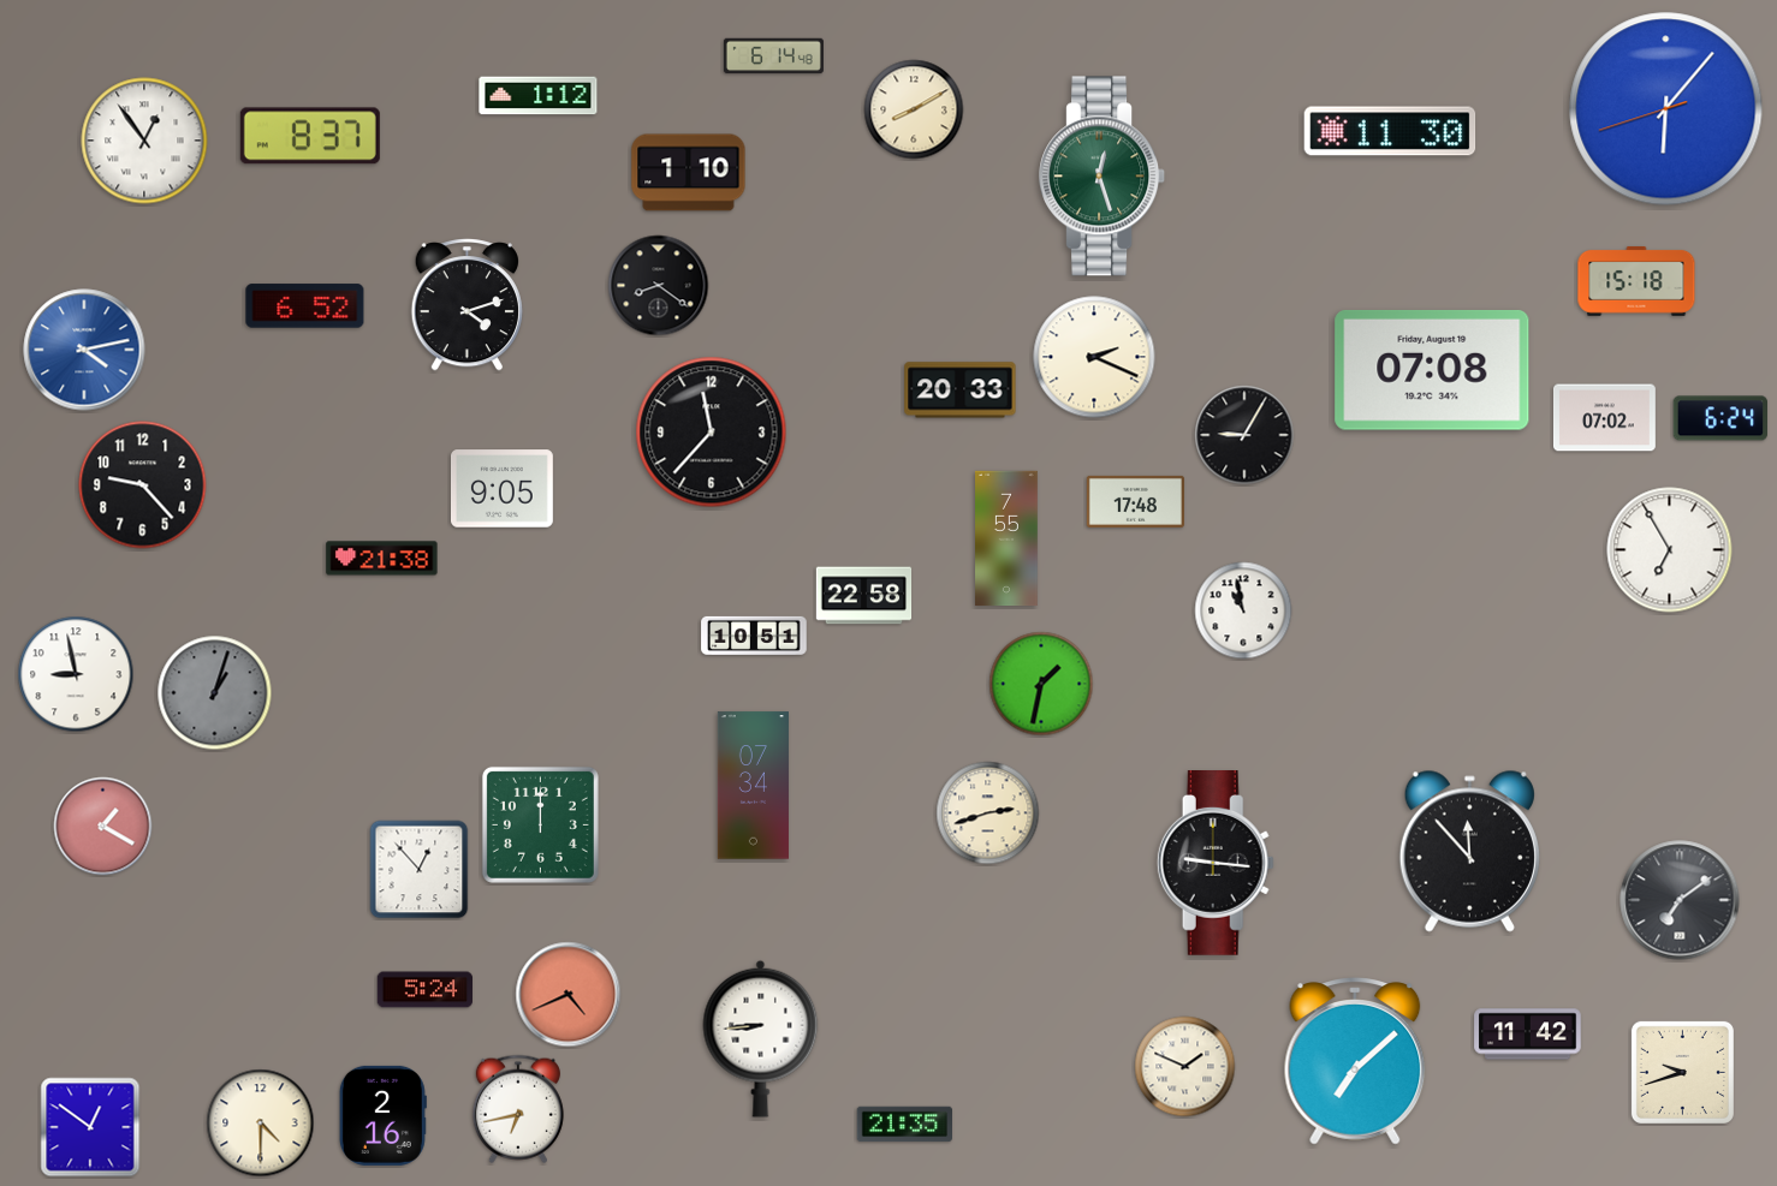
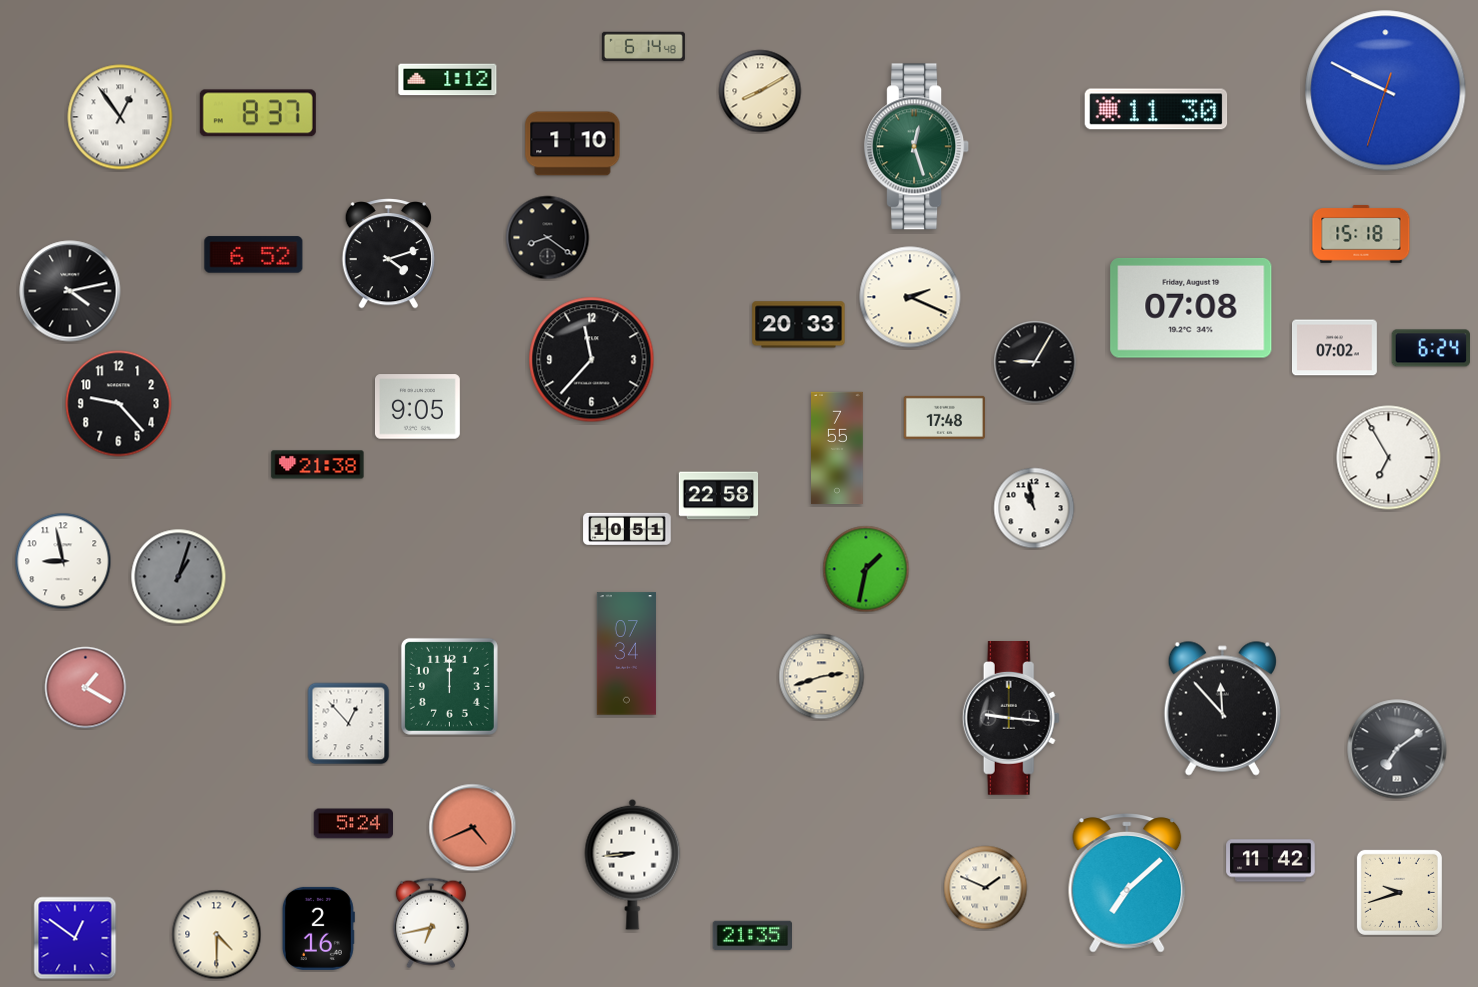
clock at (1666, 109): 6:06 -> 9:49
clock at (84, 350) dial: blue -> black
